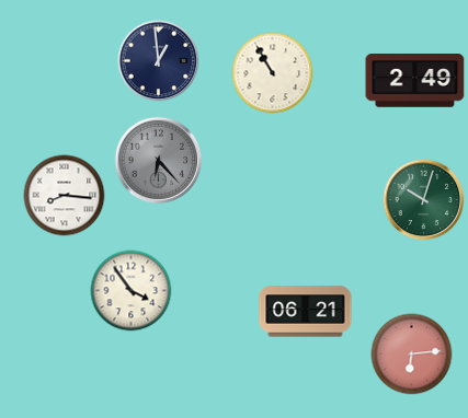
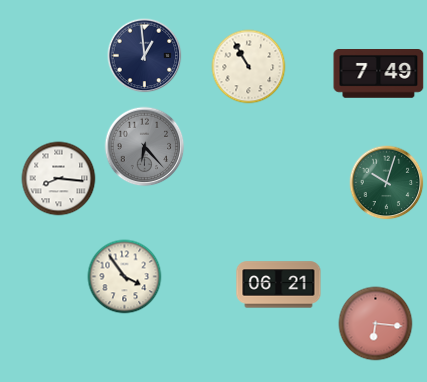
clock at (415, 81): 2:49 -> 7:49
clock at (132, 291) position: (132, 291) -> (125, 277)
clock at (412, 355): 6:14 -> 6:16
